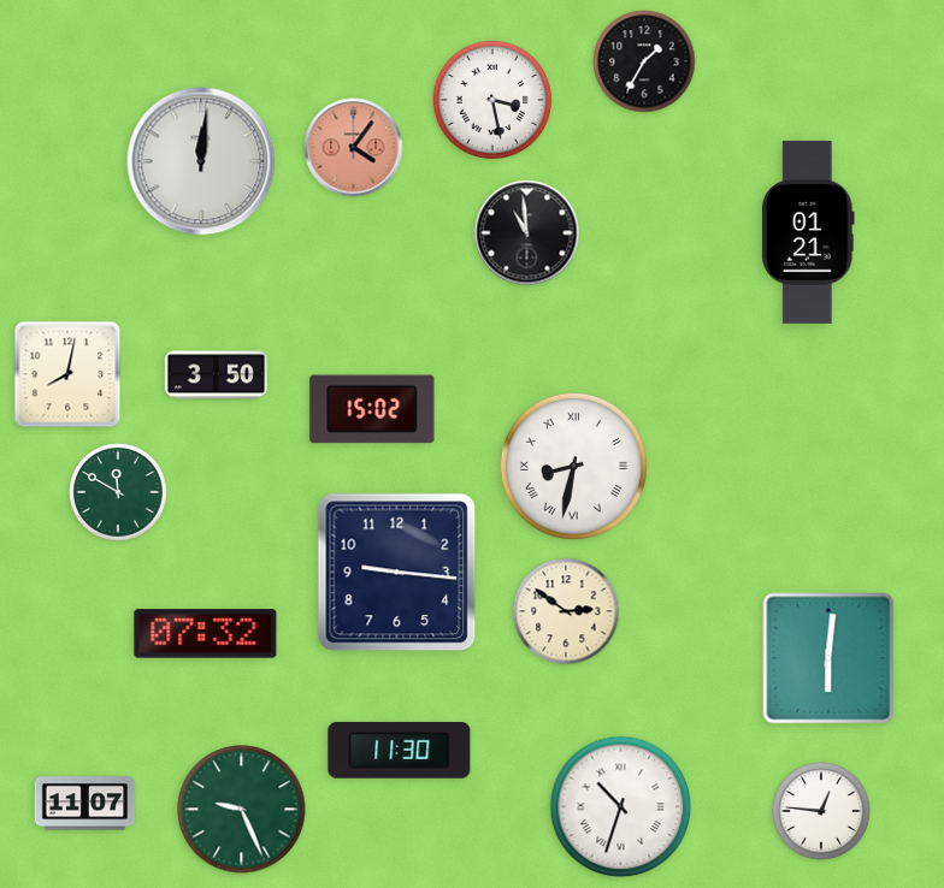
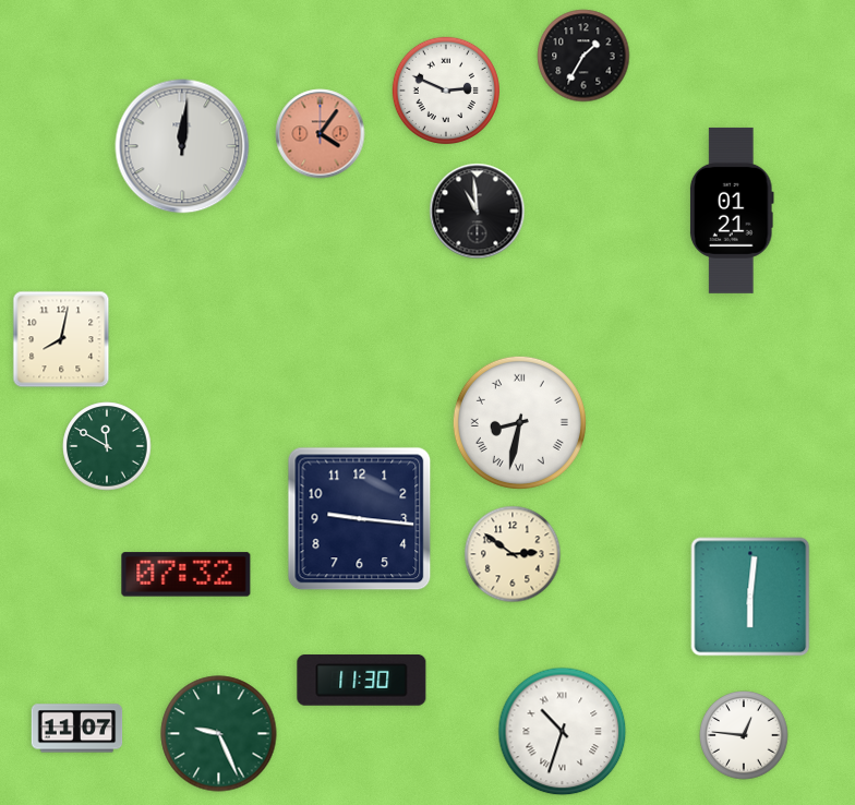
clock at (492, 100): 3:28 -> 2:49
clock at (216, 375): 3:50 -> none
clock at (372, 409): 15:02 -> none
